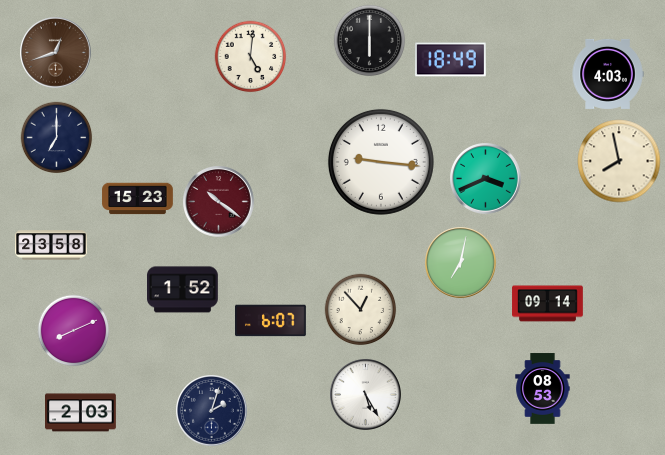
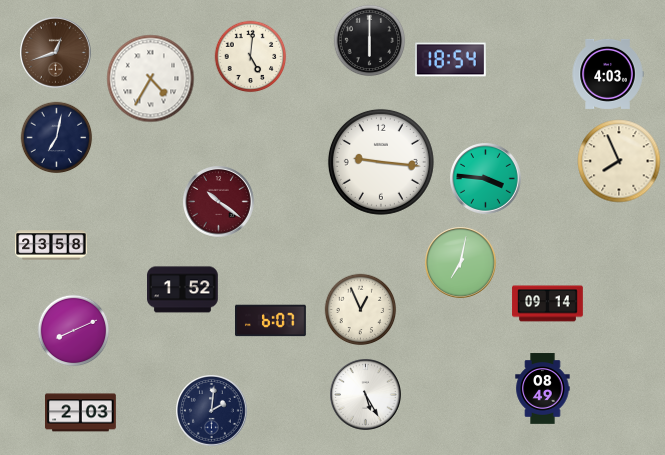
clock at (451, 60): 18:49 -> 18:54
clock at (151, 79): none -> 4:35
clock at (57, 138): 7:00 -> 7:02
clock at (619, 161): 7:58 -> 7:56
clock at (486, 179): 3:41 -> 3:46
clock at (138, 199): 15:23 -> none
clock at (361, 310): 12:53 -> 12:56
clock at (543, 389): 08:53 -> 08:49
clock at (212, 411): 2:03 -> 2:01
